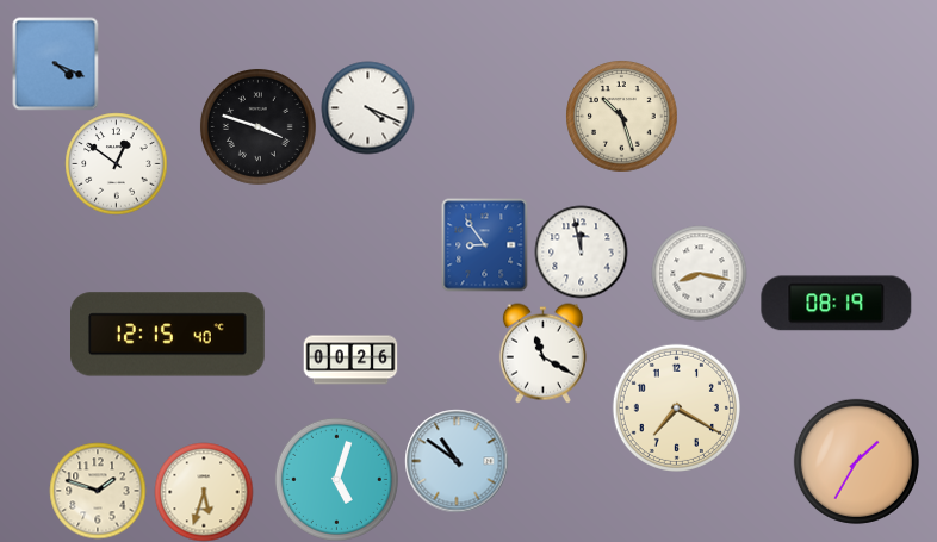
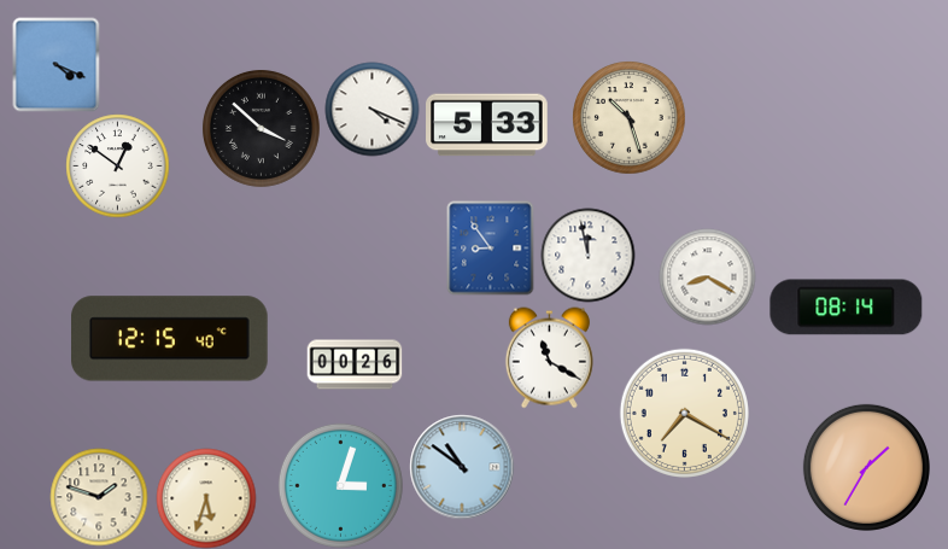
clock at (487, 125): none -> 5:33
clock at (257, 126): 3:48 -> 3:52
clock at (699, 273): 8:17 -> 8:20
clock at (837, 304): 08:19 -> 08:14
clock at (336, 479): 5:03 -> 3:03
